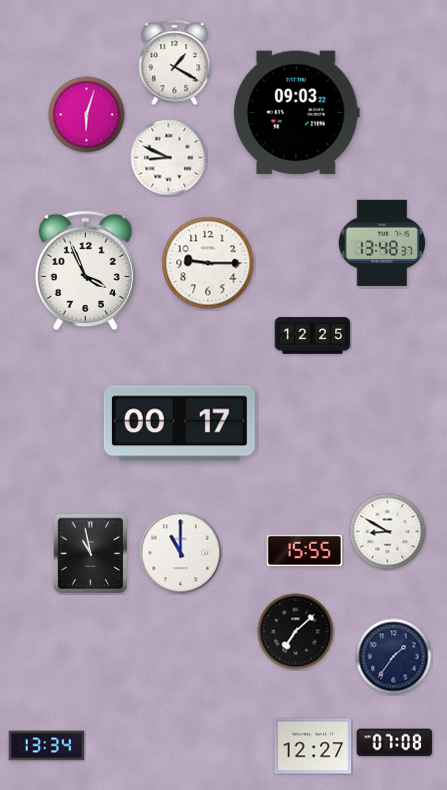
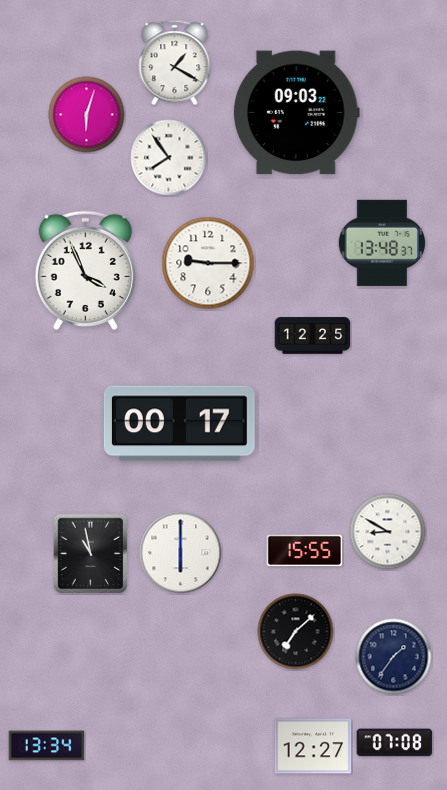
clock at (169, 158): 8:49 -> 7:54
clock at (181, 553): 11:00 -> 6:00
